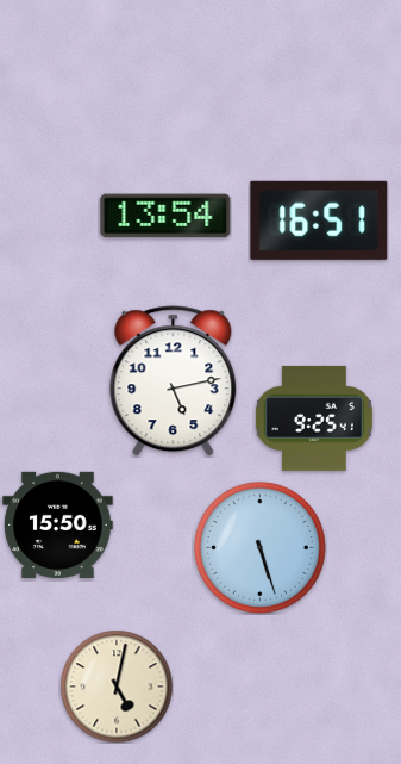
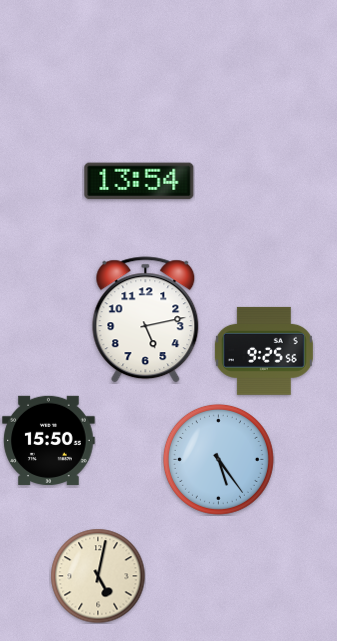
clock at (319, 220): 16:51 -> none
clock at (314, 418): 9:25:41 -> 9:25:56
clock at (259, 547): 5:27 -> 5:24
